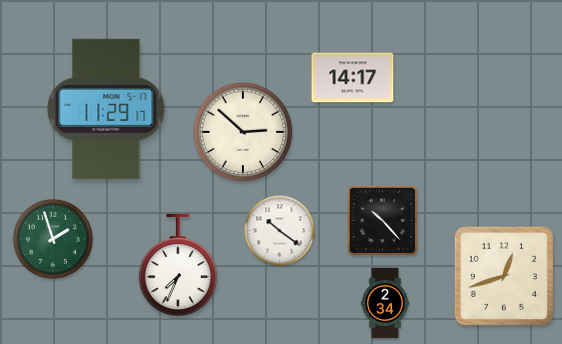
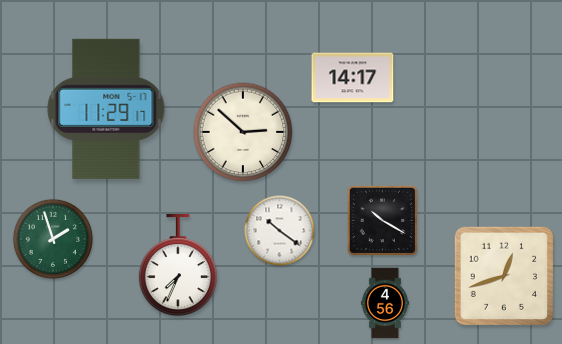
clock at (383, 221): 10:23 -> 10:20
clock at (385, 303): 2:34 -> 4:56
